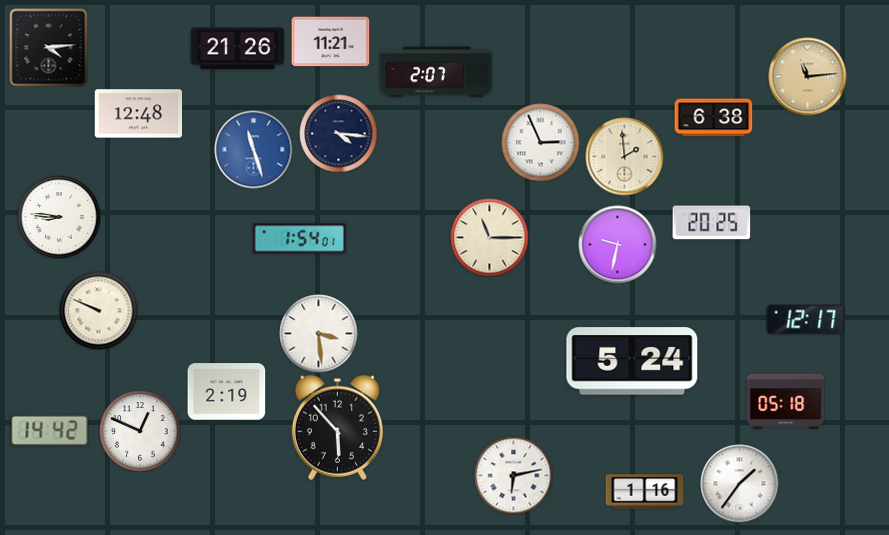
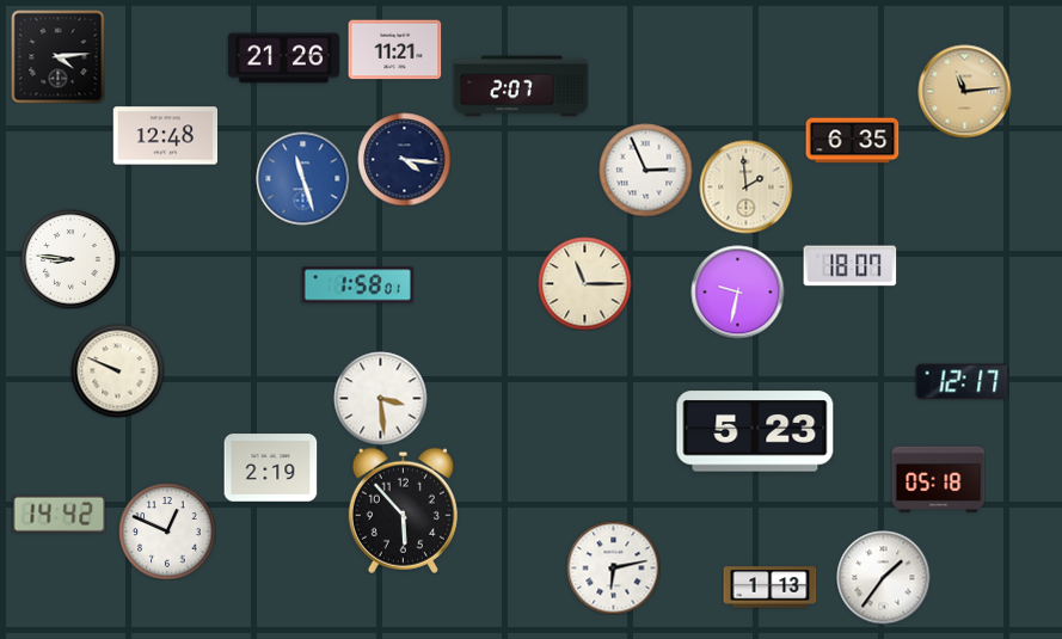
clock at (713, 118): 6:38 -> 6:35
clock at (711, 223): 20:25 -> 18:07
clock at (299, 239): 1:54 -> 1:58
clock at (632, 361): 5:24 -> 5:23
clock at (140, 431) position: (140, 431) -> (167, 532)
clock at (644, 492): 1:16 -> 1:13
